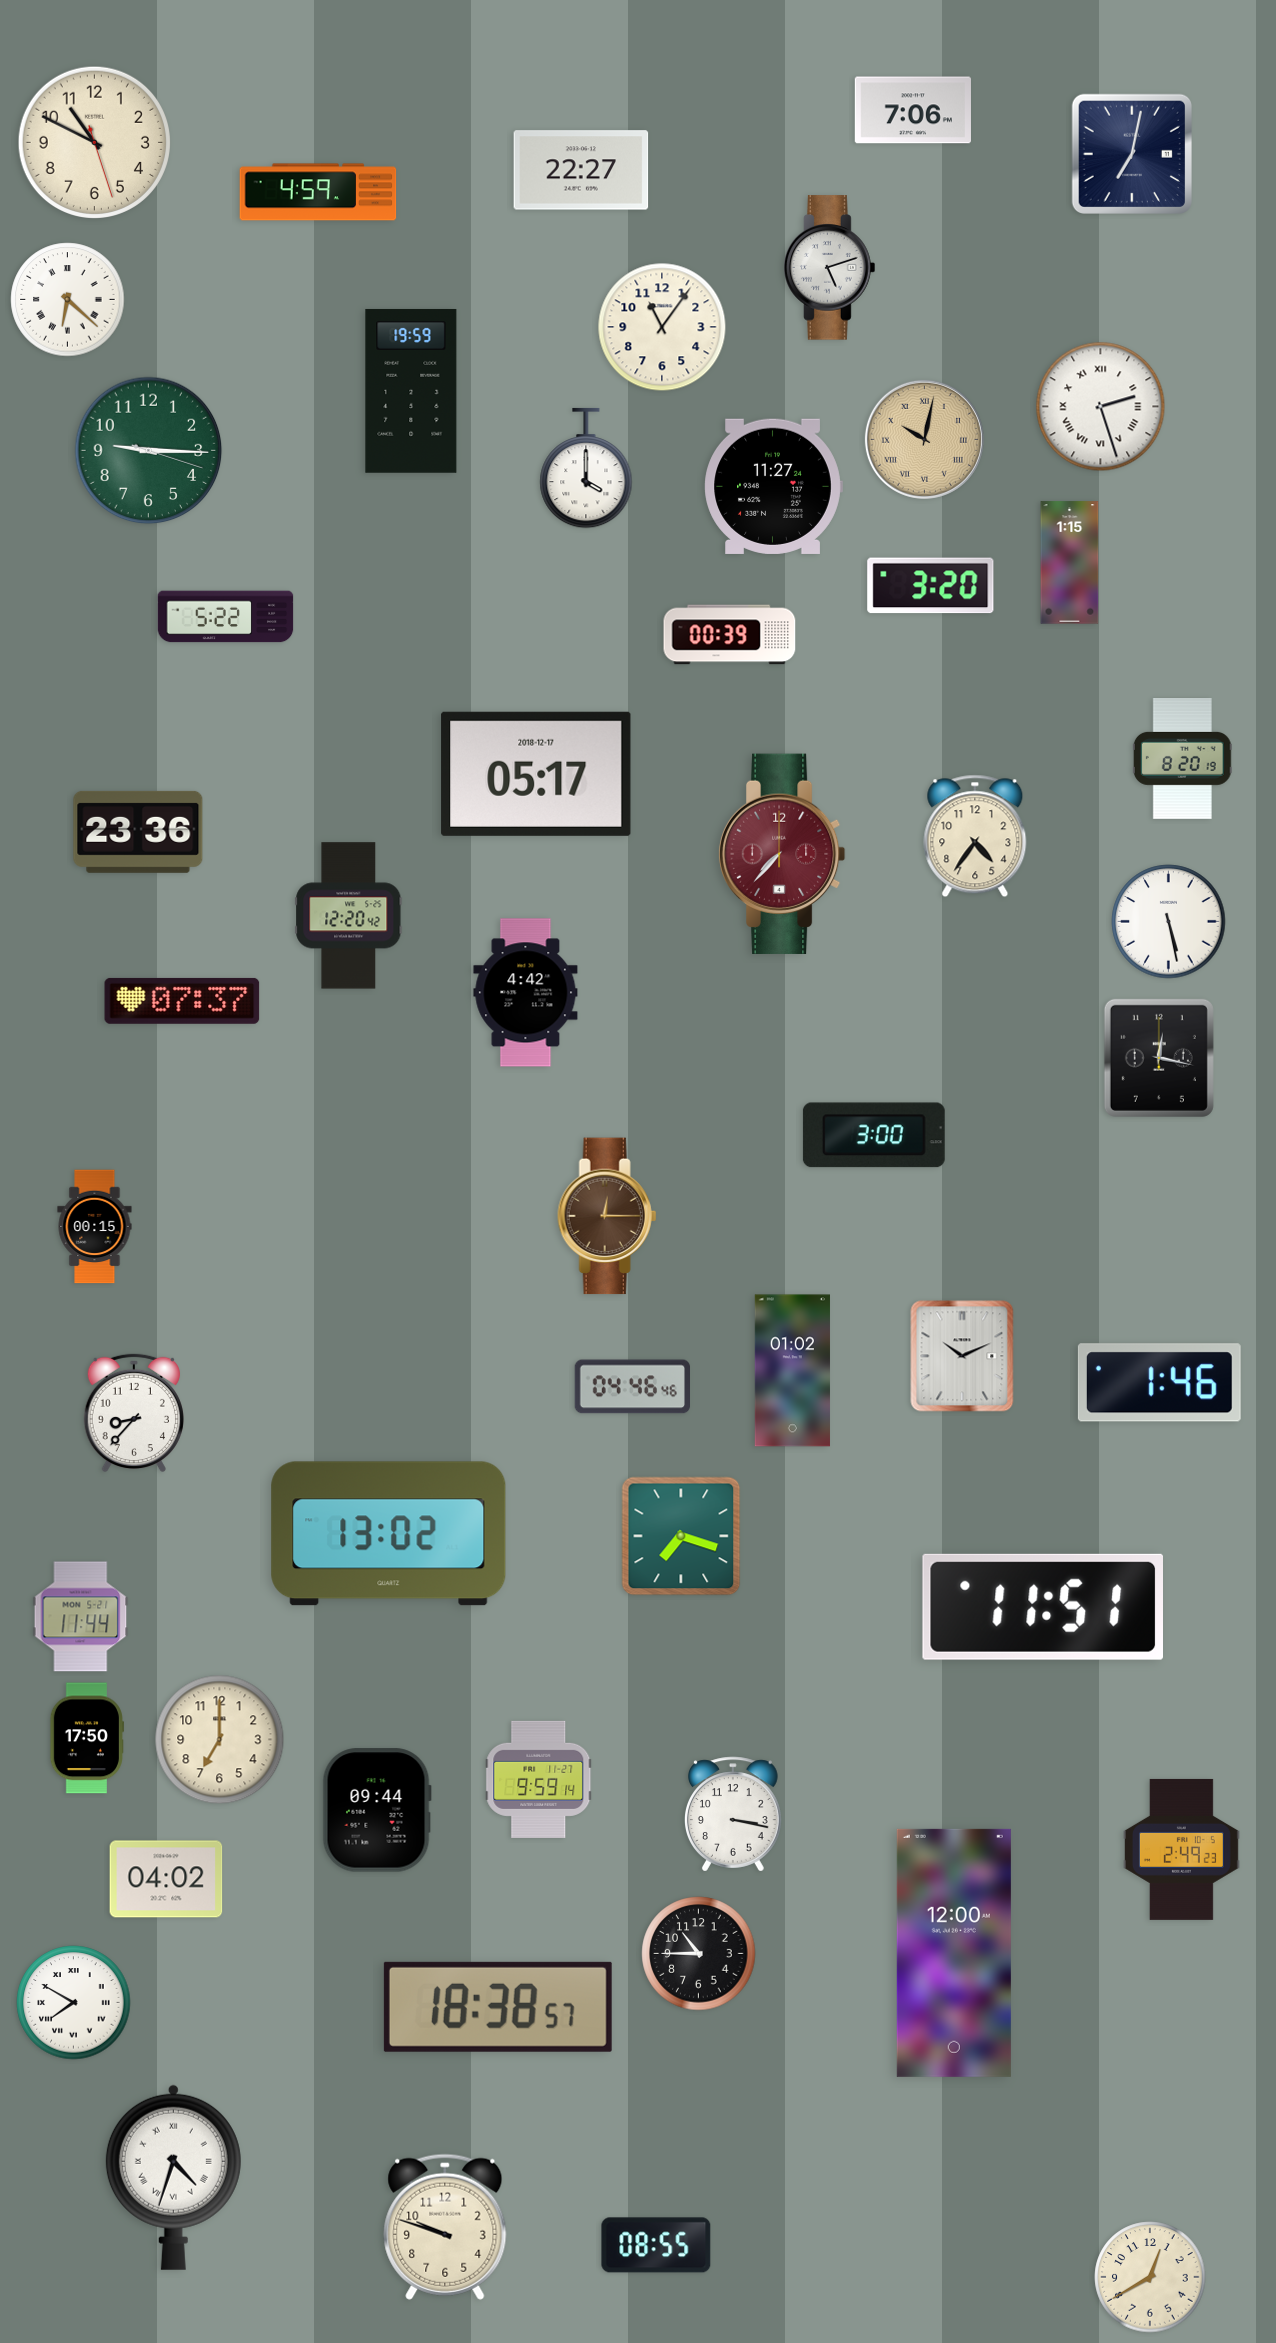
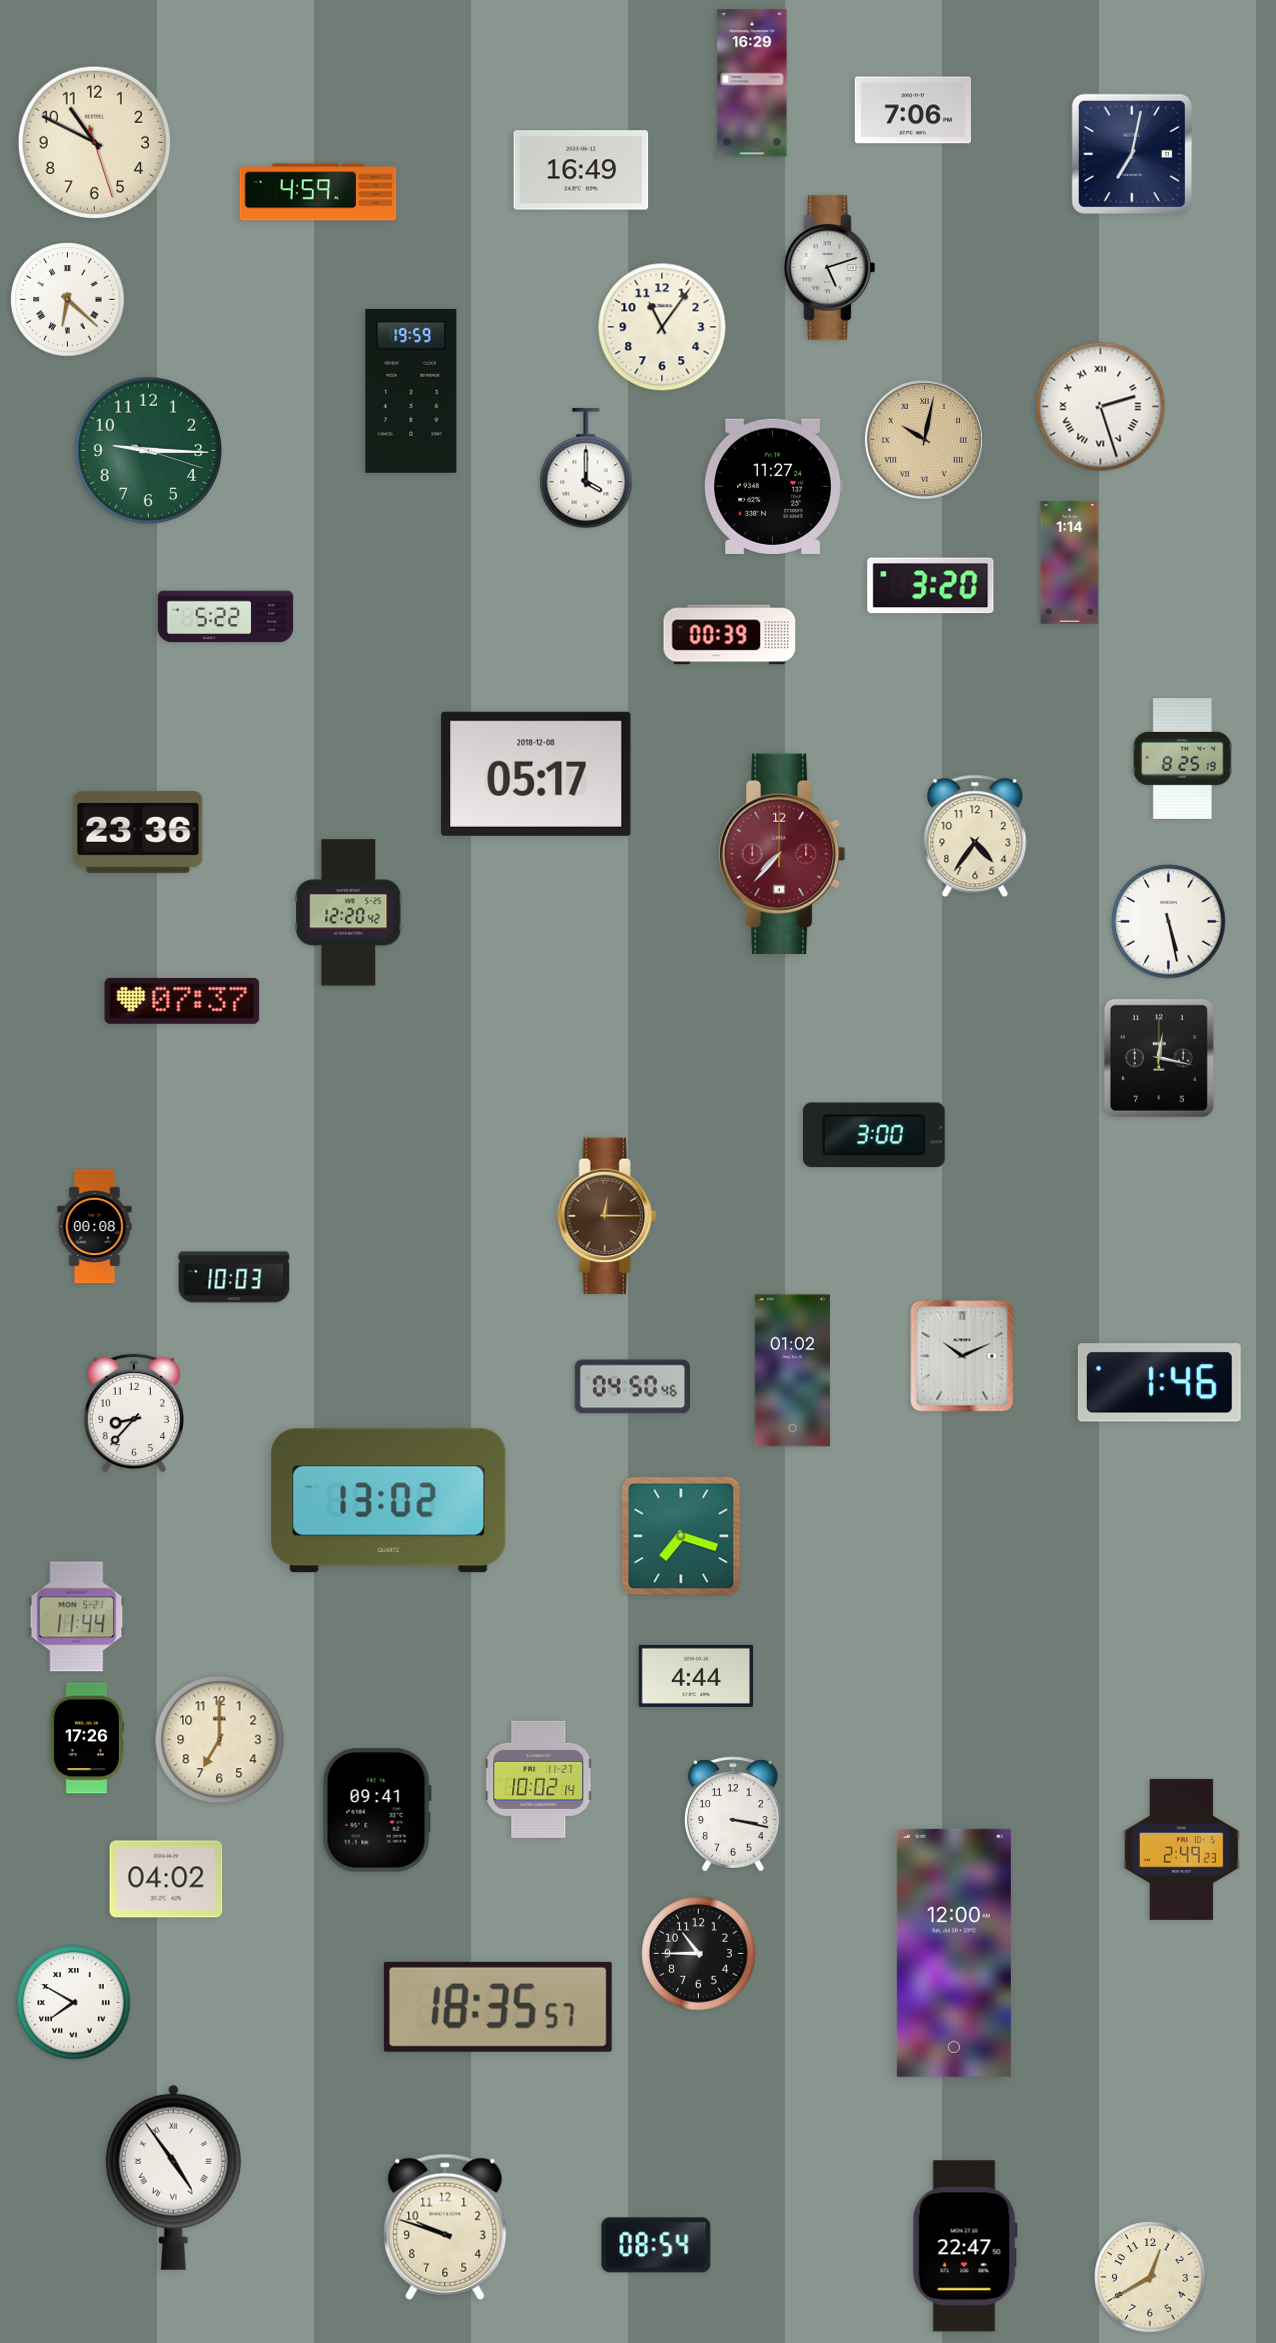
clock at (752, 83): none -> 16:29
clock at (581, 170): 22:27 -> 16:49
clock at (1070, 563): 1:15 -> 1:14
clock at (1182, 759): 8:20 -> 8:25
clock at (536, 774) date: 2018-12-17 -> 2018-12-08
clock at (349, 916) position: (349, 916) -> (349, 913)
clock at (526, 993): 4:42 -> none
clock at (95, 1227): 00:15 -> 00:08
clock at (234, 1277): none -> 10:03
clock at (632, 1387): 04:46 -> 04:50
clock at (389, 1534) position: (389, 1534) -> (389, 1501)
clock at (1042, 1607): 11:51 -> none
clock at (81, 1617) position: (81, 1617) -> (77, 1617)
clock at (696, 1676): none -> 4:44
clock at (87, 1738): 17:50 -> 17:26
clock at (539, 1779): 9:59 -> 10:02
clock at (377, 1810): 09:44 -> 09:41
clock at (498, 2007): 18:38 -> 18:35
clock at (173, 2177): 4:33 -> 4:54
clock at (656, 2245): 08:55 -> 08:54
clock at (965, 2246): none -> 22:47
